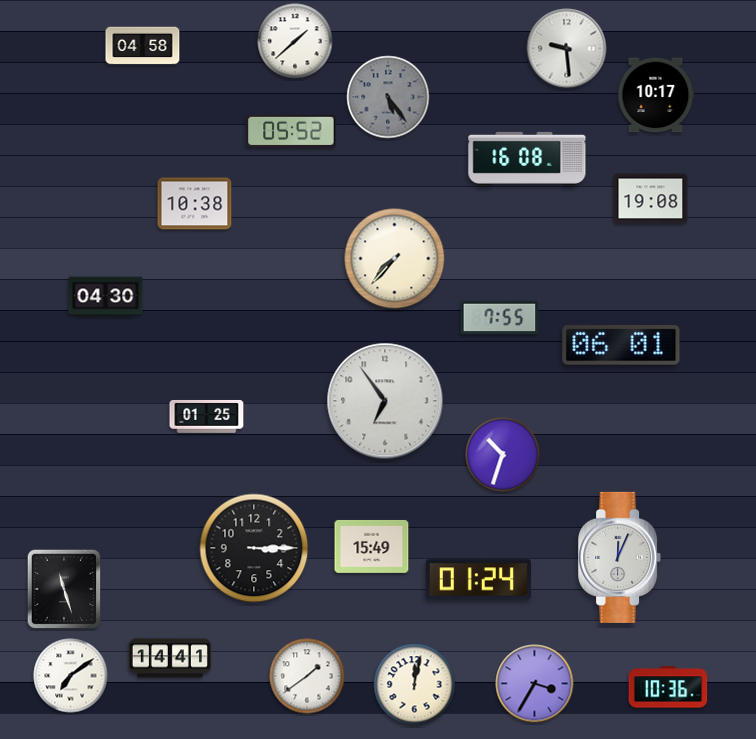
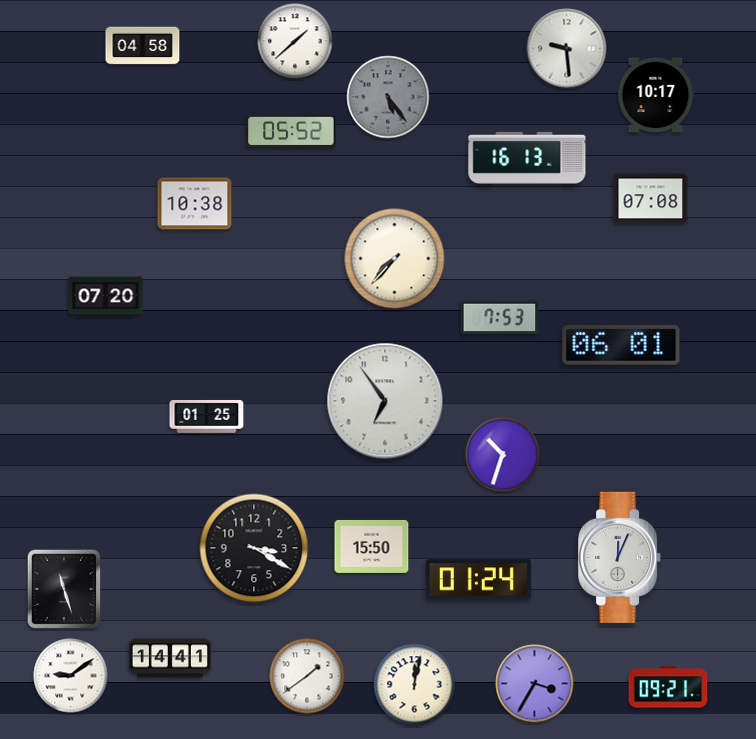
clock at (527, 159): 16:08 -> 16:13
clock at (651, 199): 19:08 -> 07:08
clock at (106, 297): 04:30 -> 07:20
clock at (500, 318): 7:55 -> 7:53
clock at (372, 546): 15:49 -> 15:50
clock at (254, 548): 3:15 -> 3:20
clock at (71, 676): 7:09 -> 9:09
clock at (668, 687): 10:36 -> 09:21
